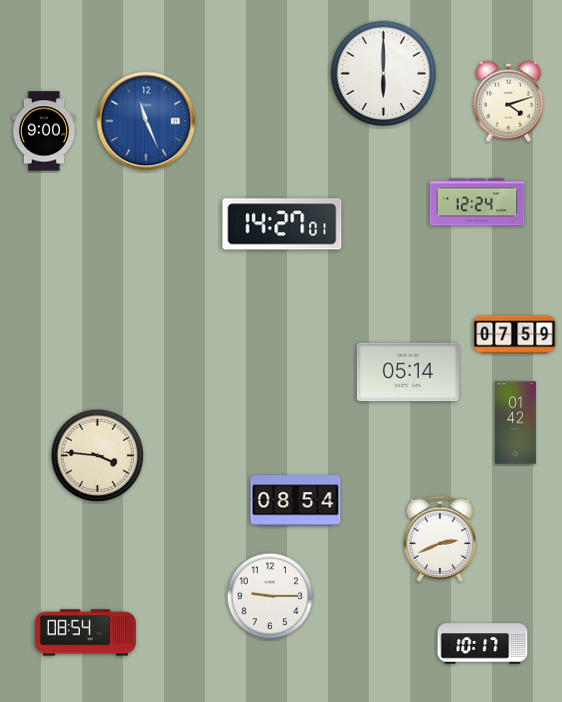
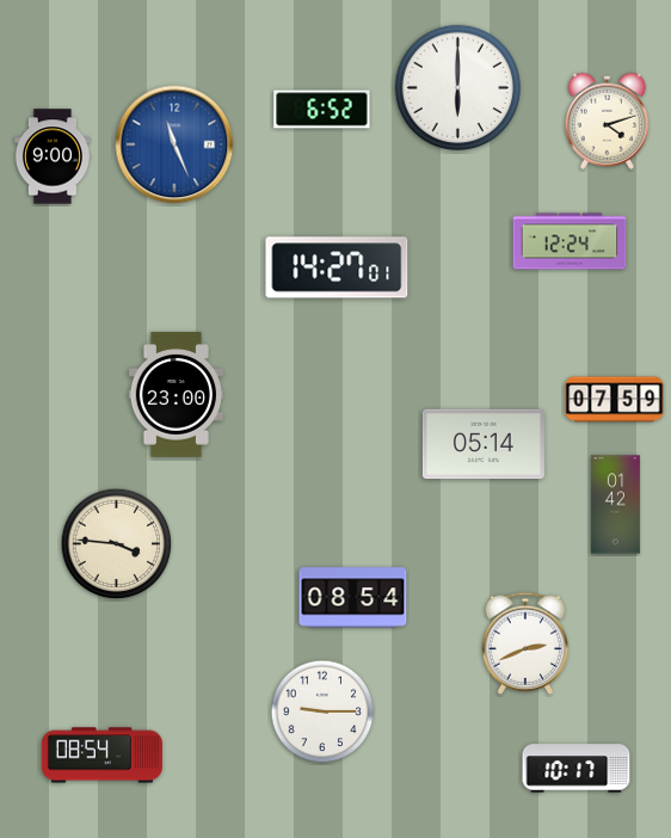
clock at (322, 110): none -> 6:52
clock at (176, 395): none -> 23:00
clock at (408, 372) position: (408, 372) -> (484, 444)
